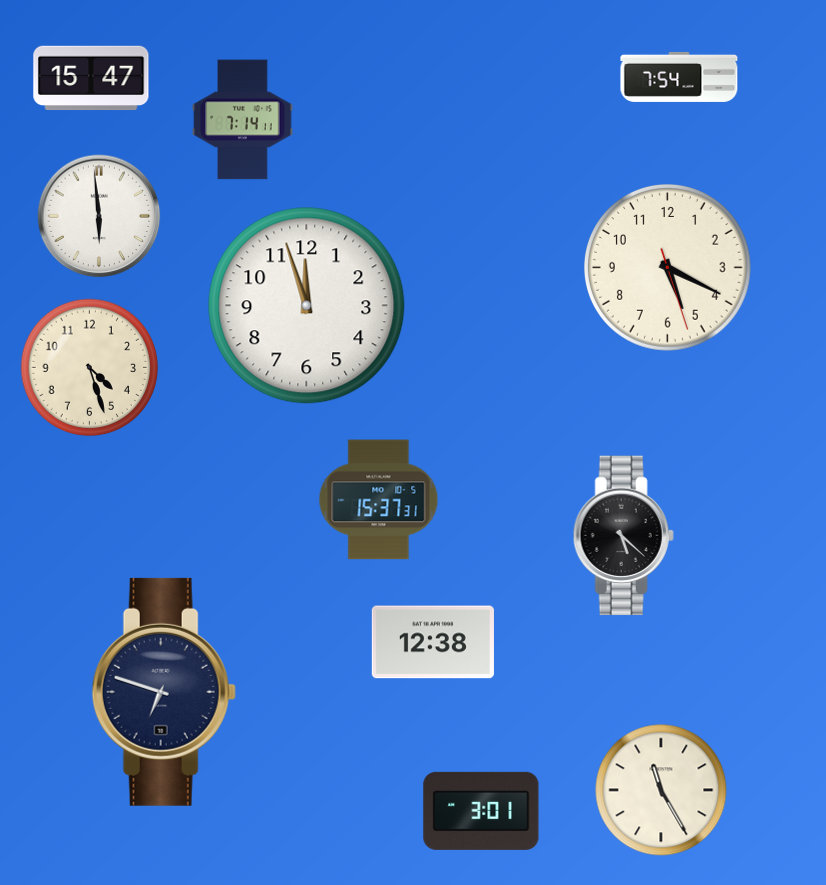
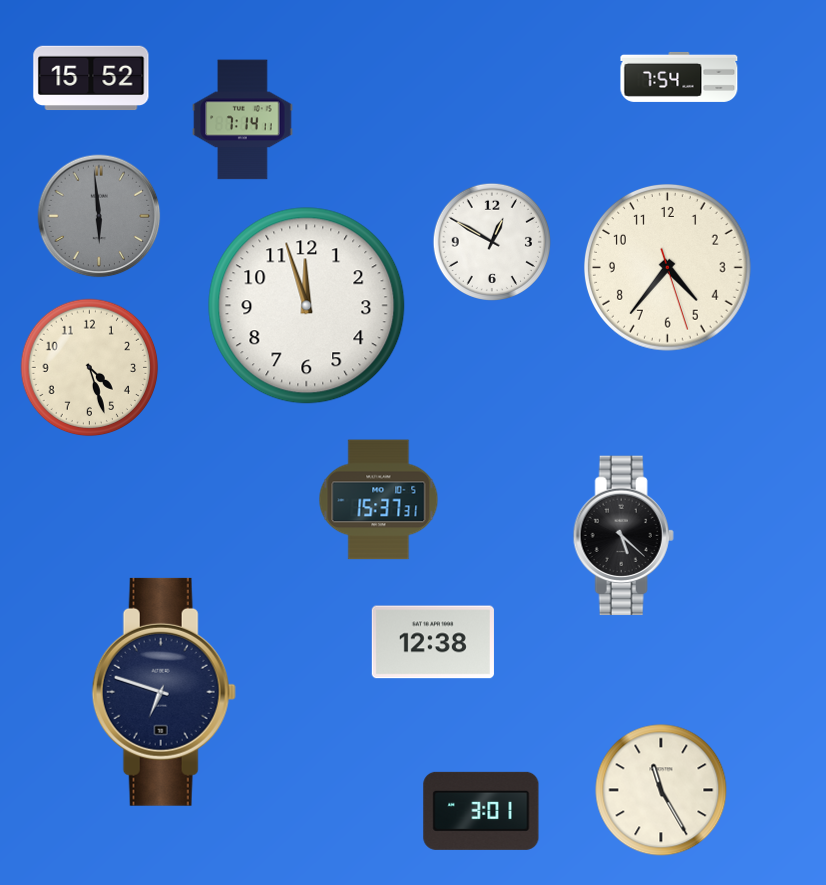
clock at (91, 78): 15:47 -> 15:52
clock at (99, 216) dial: white -> grey
clock at (492, 242): none -> 12:50
clock at (668, 268): 5:19 -> 4:36
